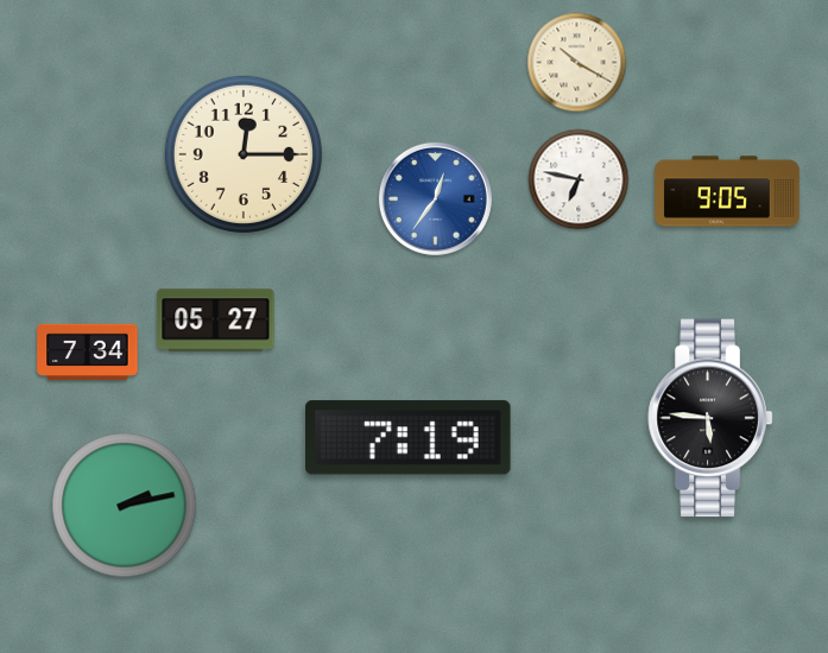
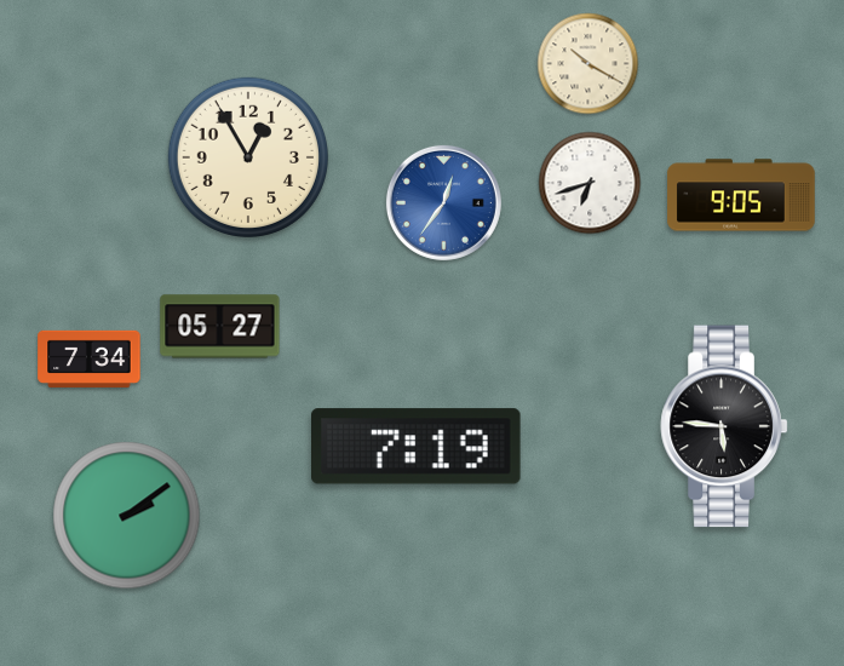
clock at (244, 154): 12:15 -> 12:55
clock at (579, 179): 6:47 -> 6:42
clock at (125, 506): 2:13 -> 2:09
